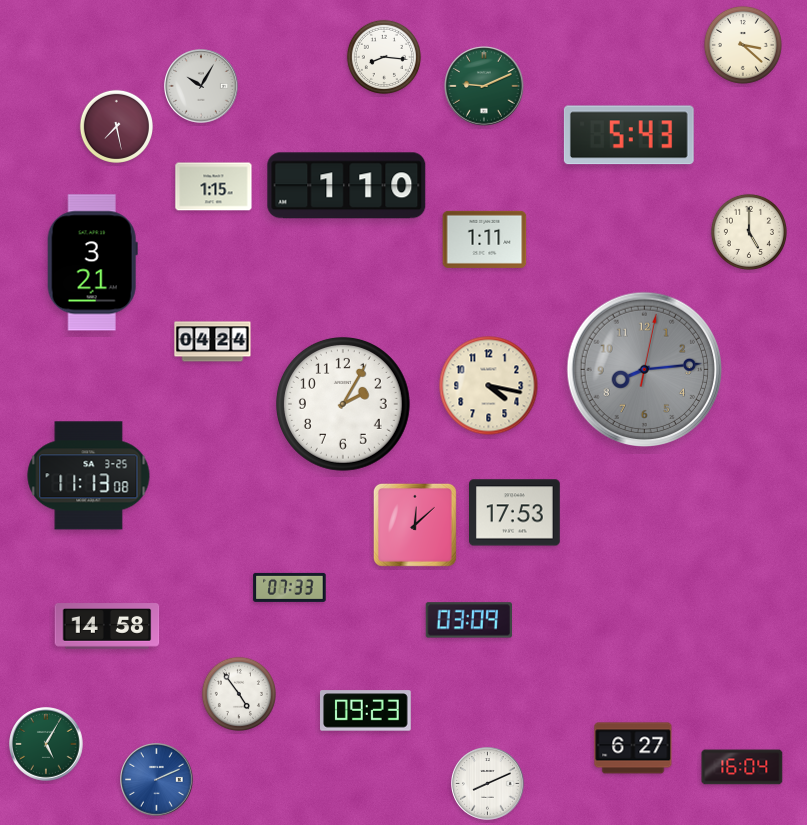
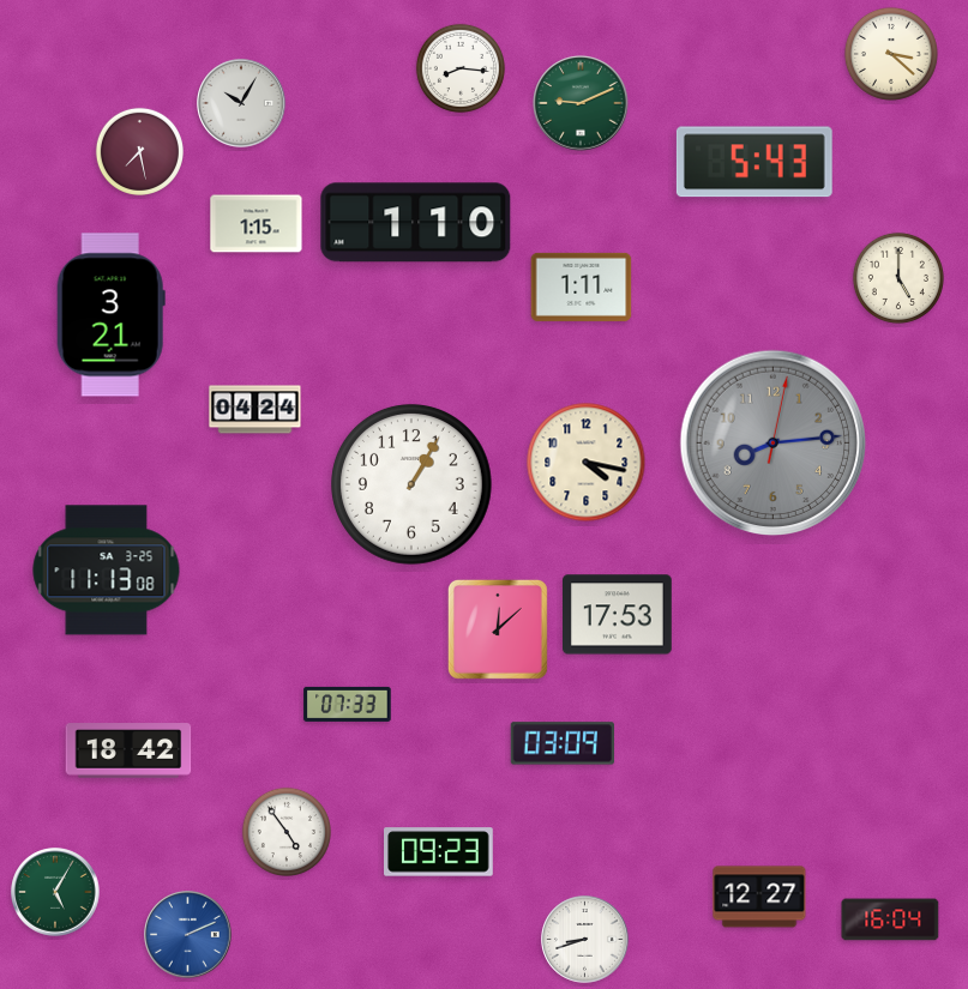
clock at (344, 405): 2:05 -> 1:05
clock at (107, 626): 14:58 -> 18:42
clock at (633, 748): 6:27 -> 12:27
clock at (488, 784): 8:11 -> 8:42
